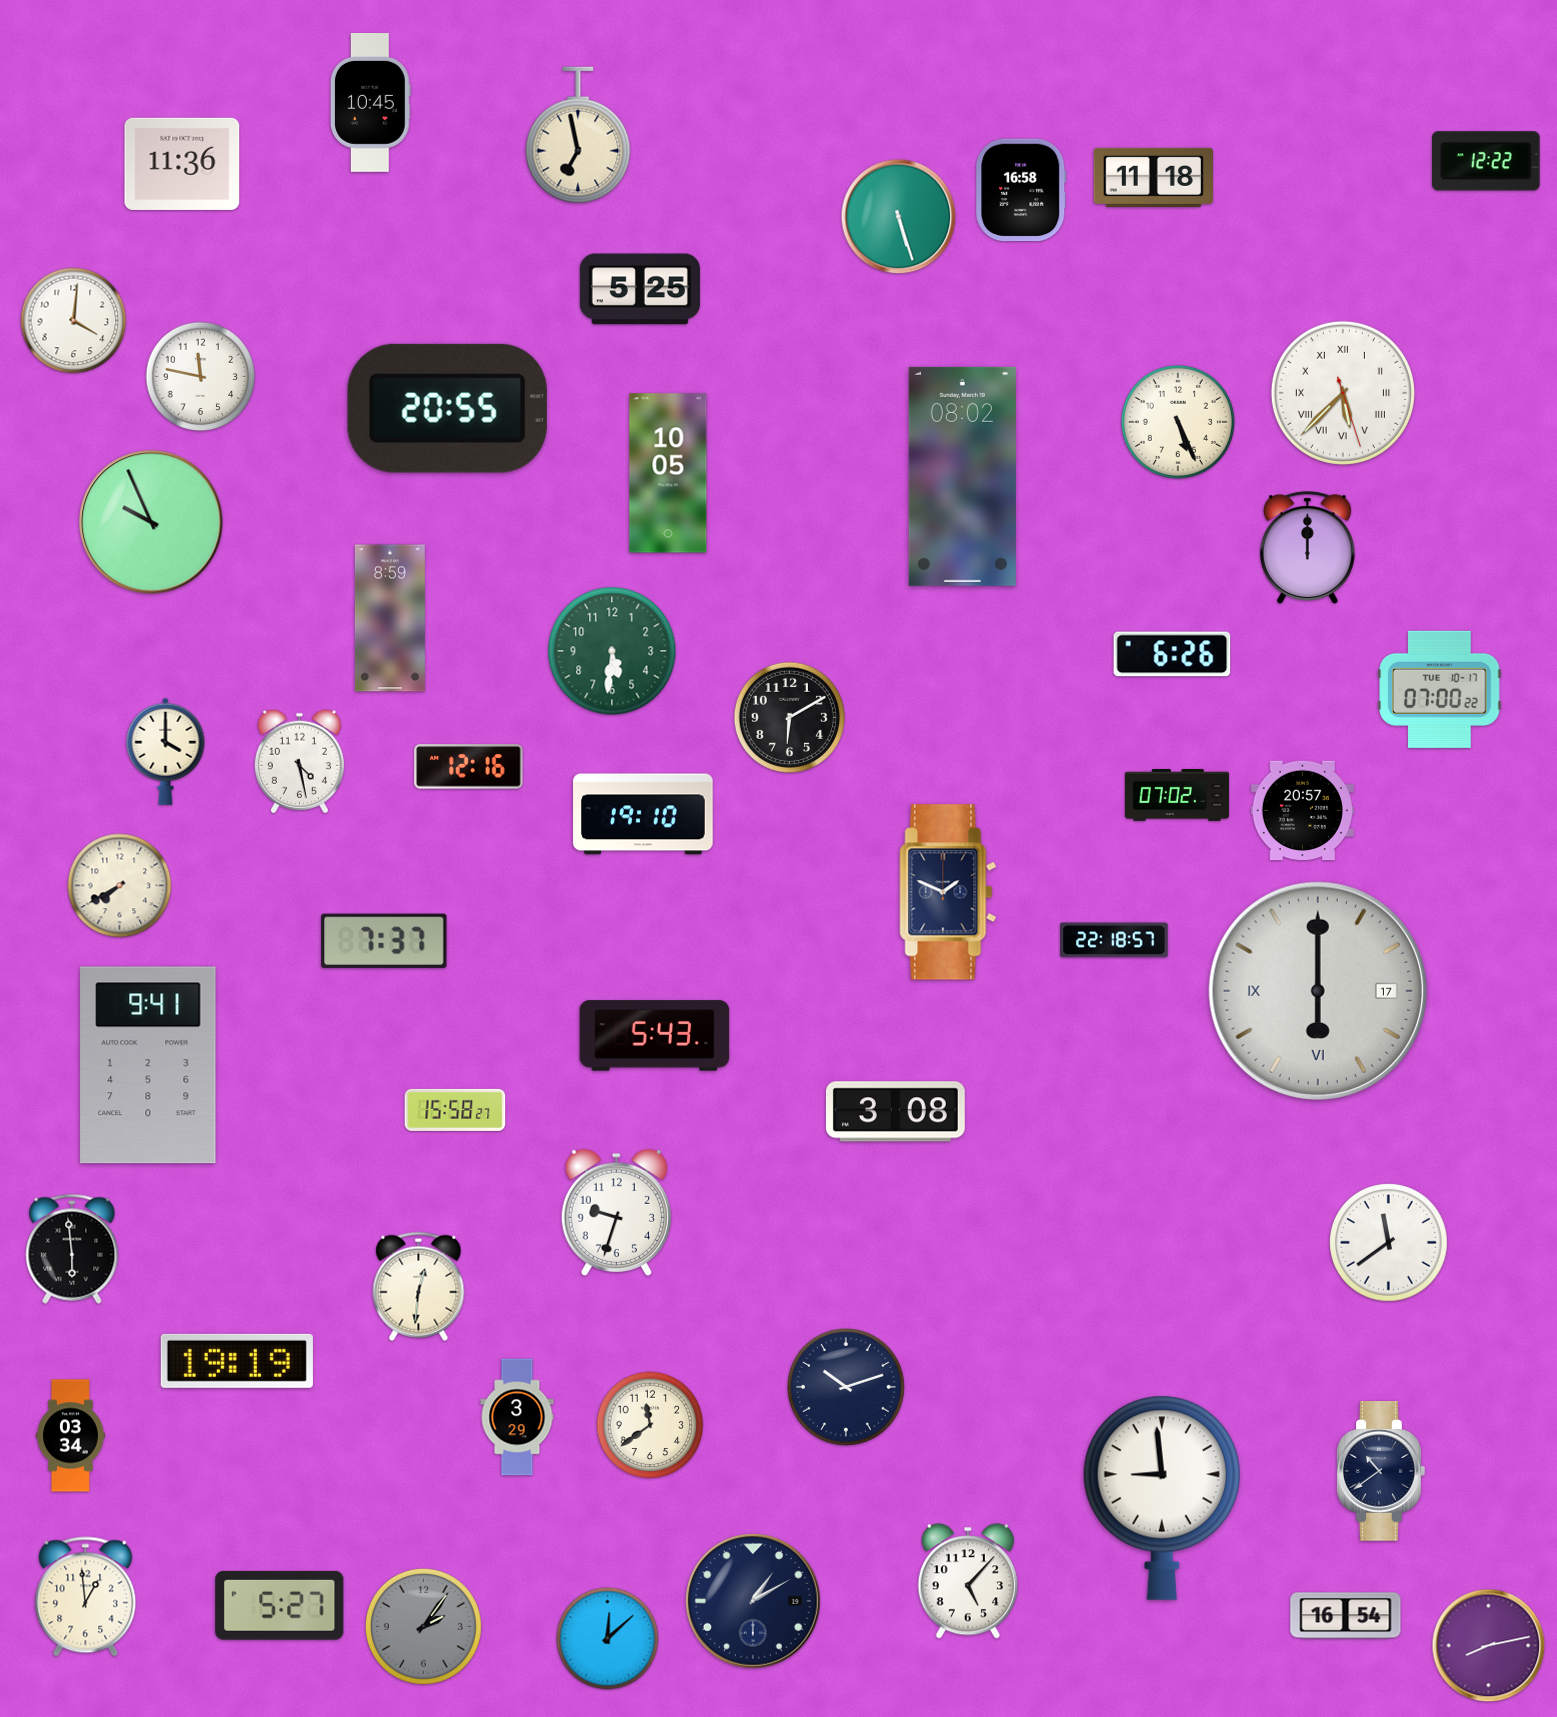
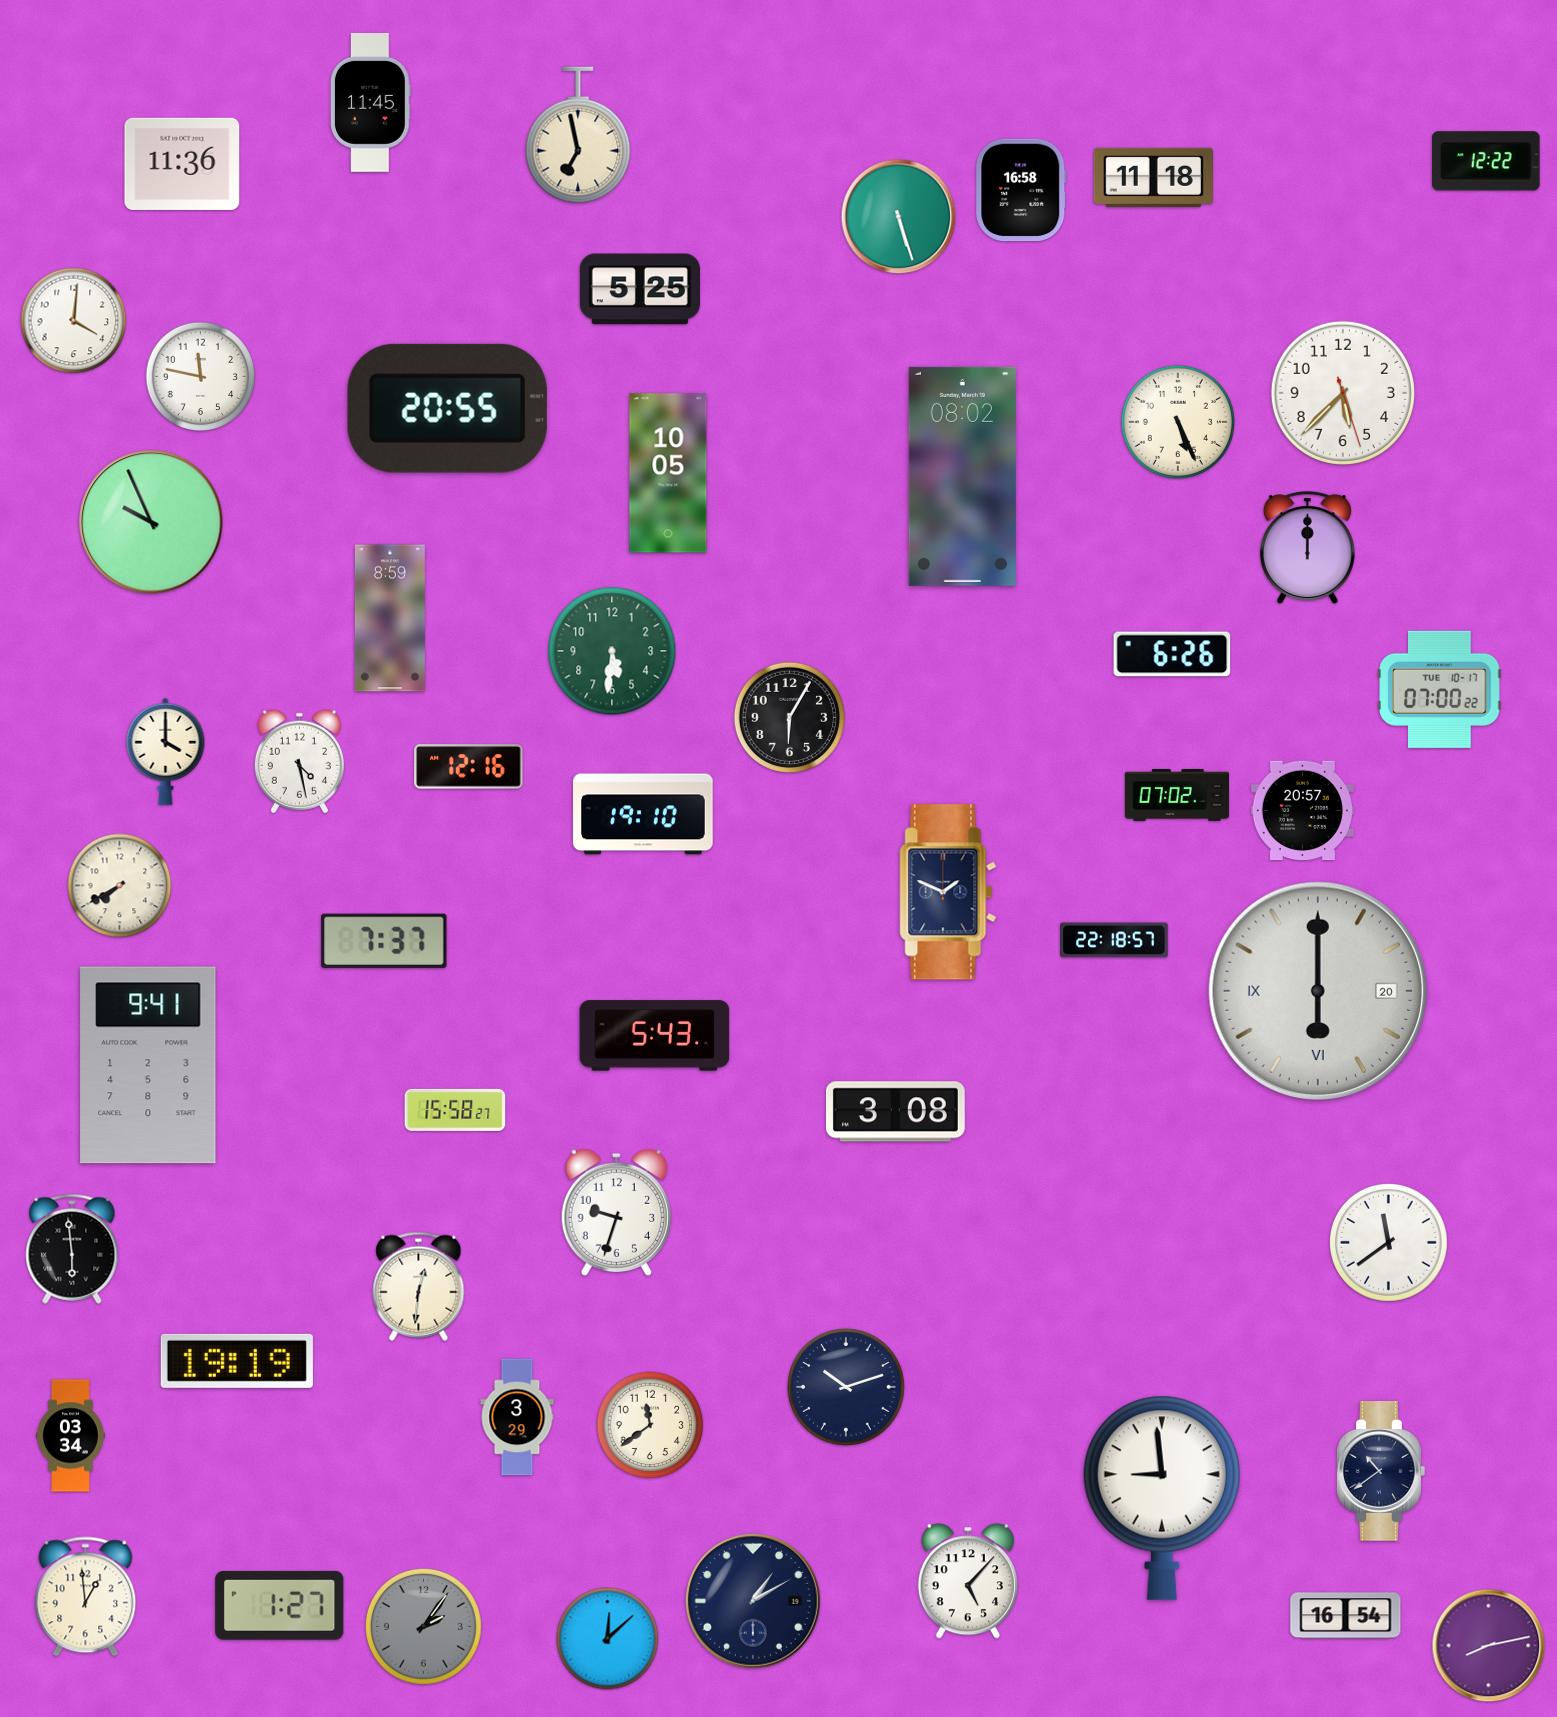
clock at (371, 103): 10:45 -> 11:45
clock at (1343, 393) numerals: Roman -> Arabic
clock at (789, 717): 6:10 -> 6:05
clock at (1317, 990) date: 17 -> 20
clock at (280, 1605): 5:27 -> 1:27
